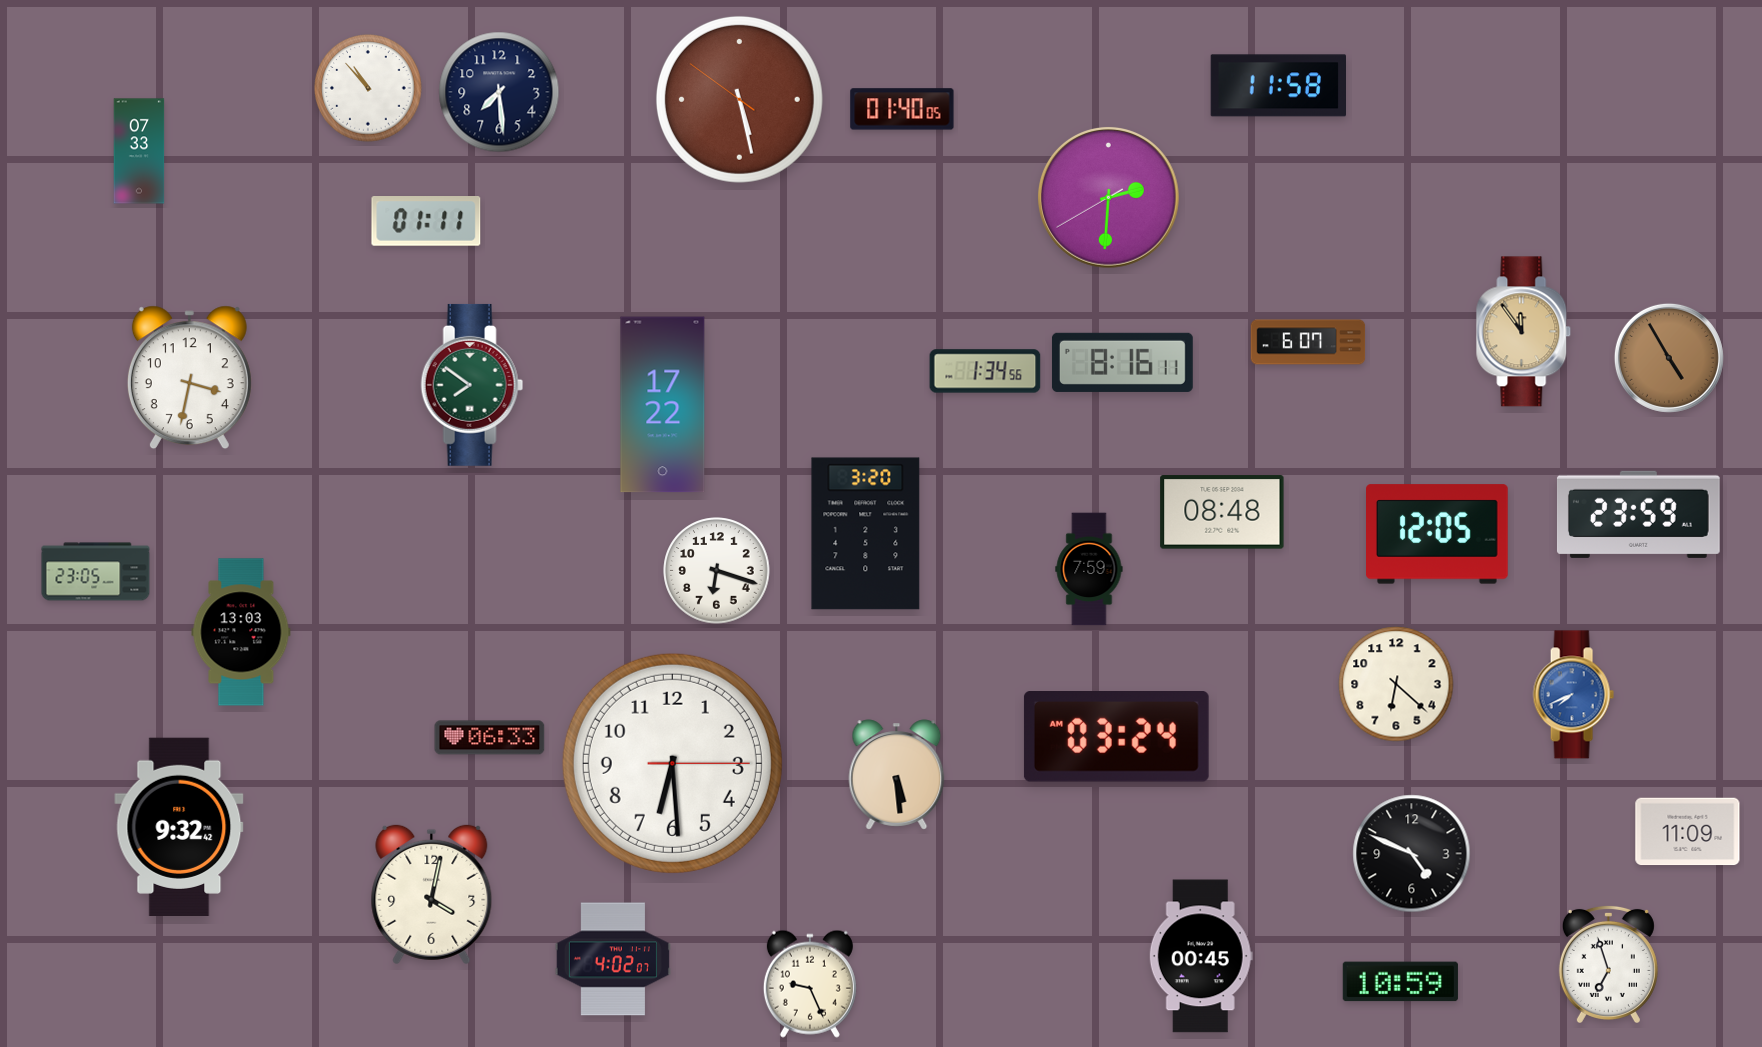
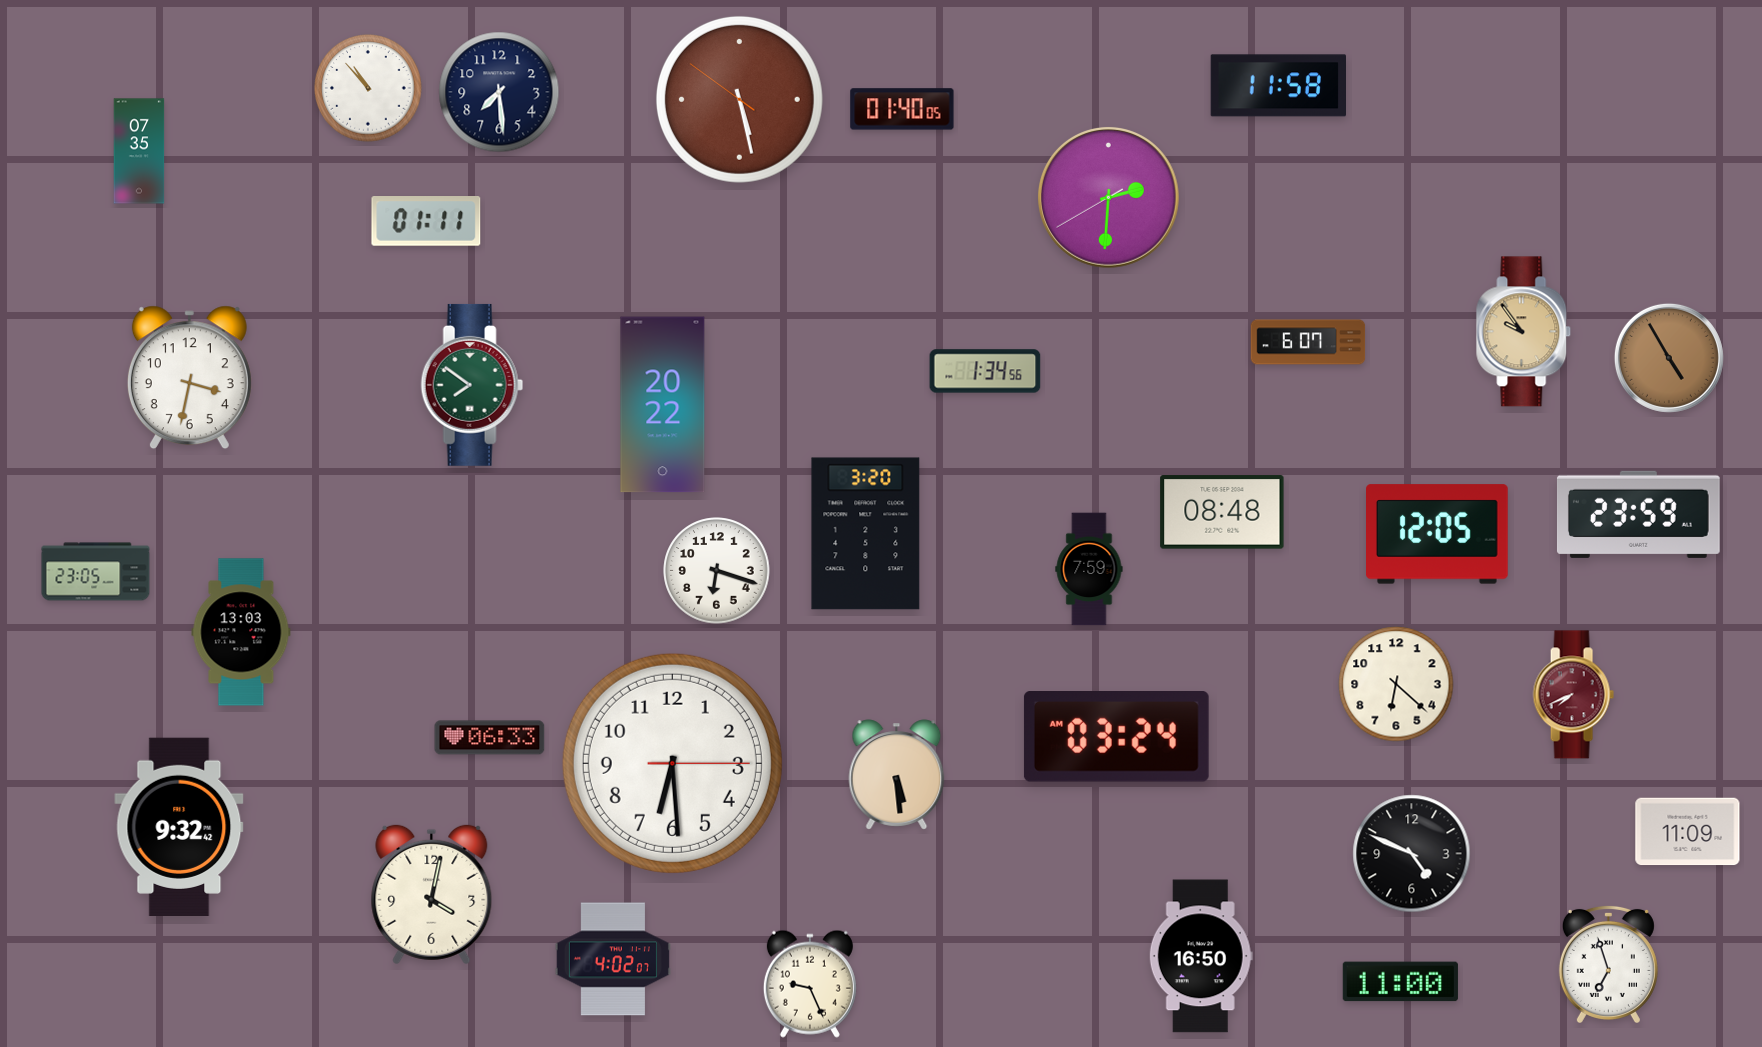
clock at (139, 151): 07:33 -> 07:35
clock at (1524, 332): 11:54 -> 9:54
clock at (1122, 362): 8:16 -> none
clock at (663, 405): 17:22 -> 20:22
clock at (1573, 695) dial: blue -> burgundy
clock at (1201, 956): 00:45 -> 16:50
clock at (1400, 982): 10:59 -> 11:00
